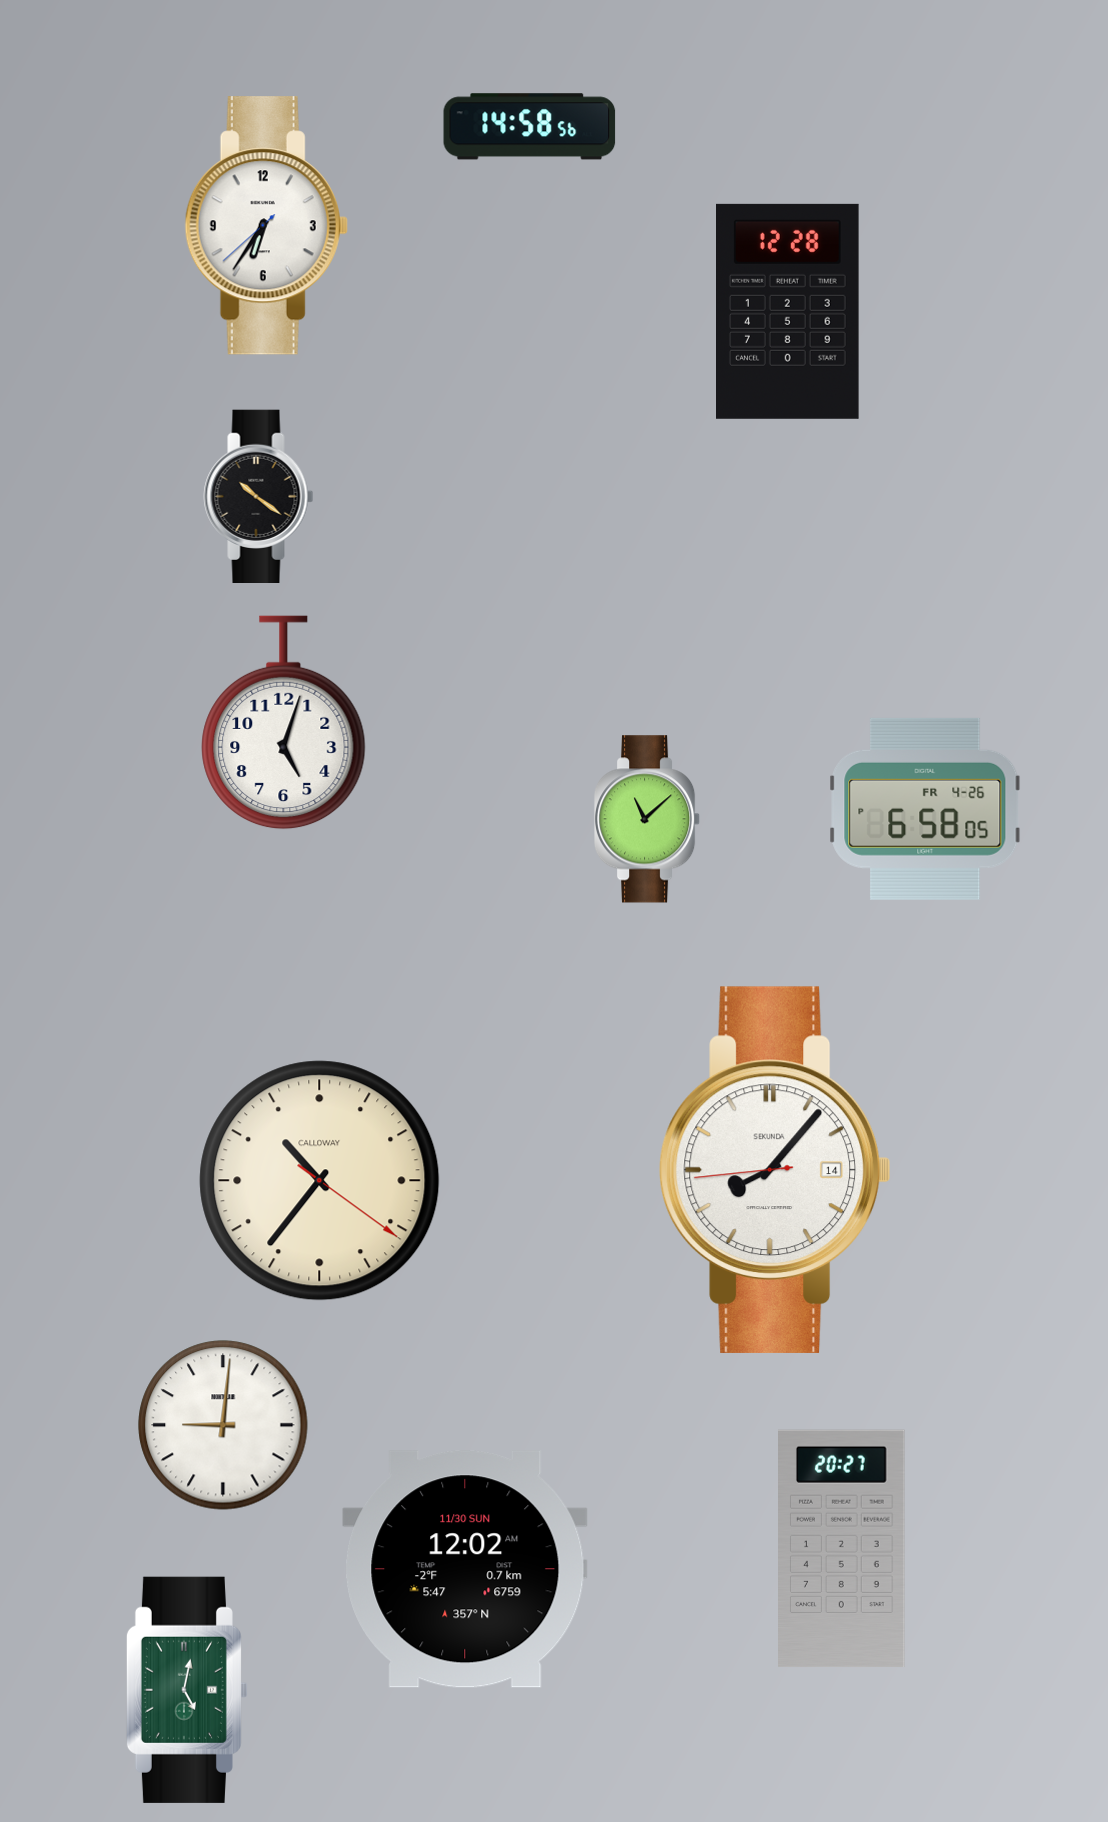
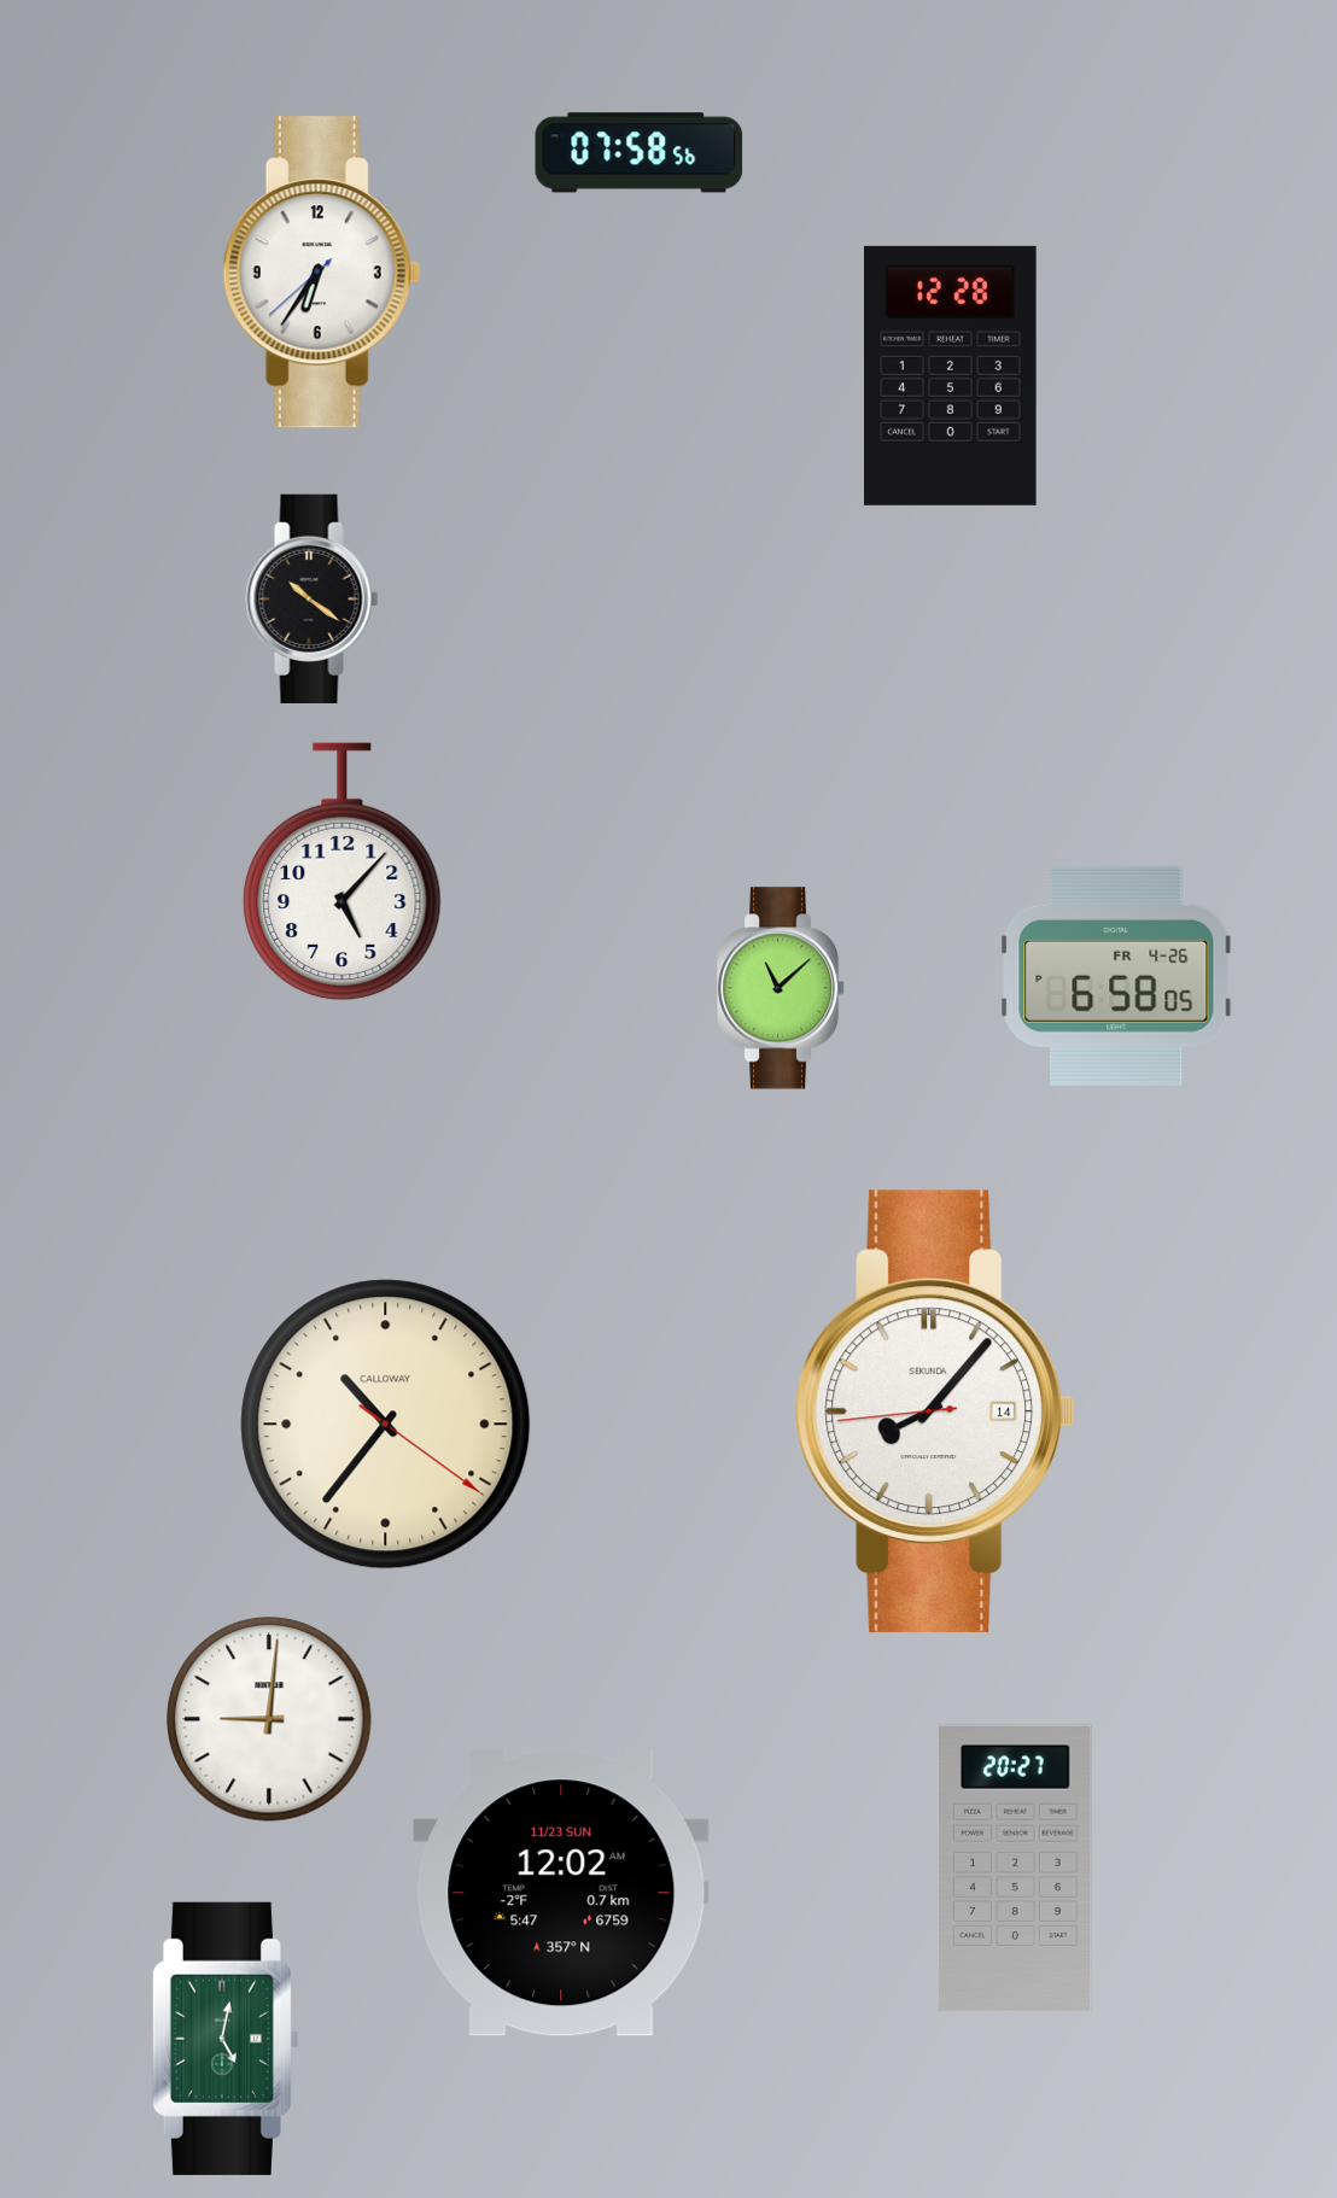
clock at (530, 127): 14:58 -> 07:58
clock at (284, 723): 5:03 -> 5:07
clock at (465, 1569) date: 11/30 SUN -> 11/23 SUN
